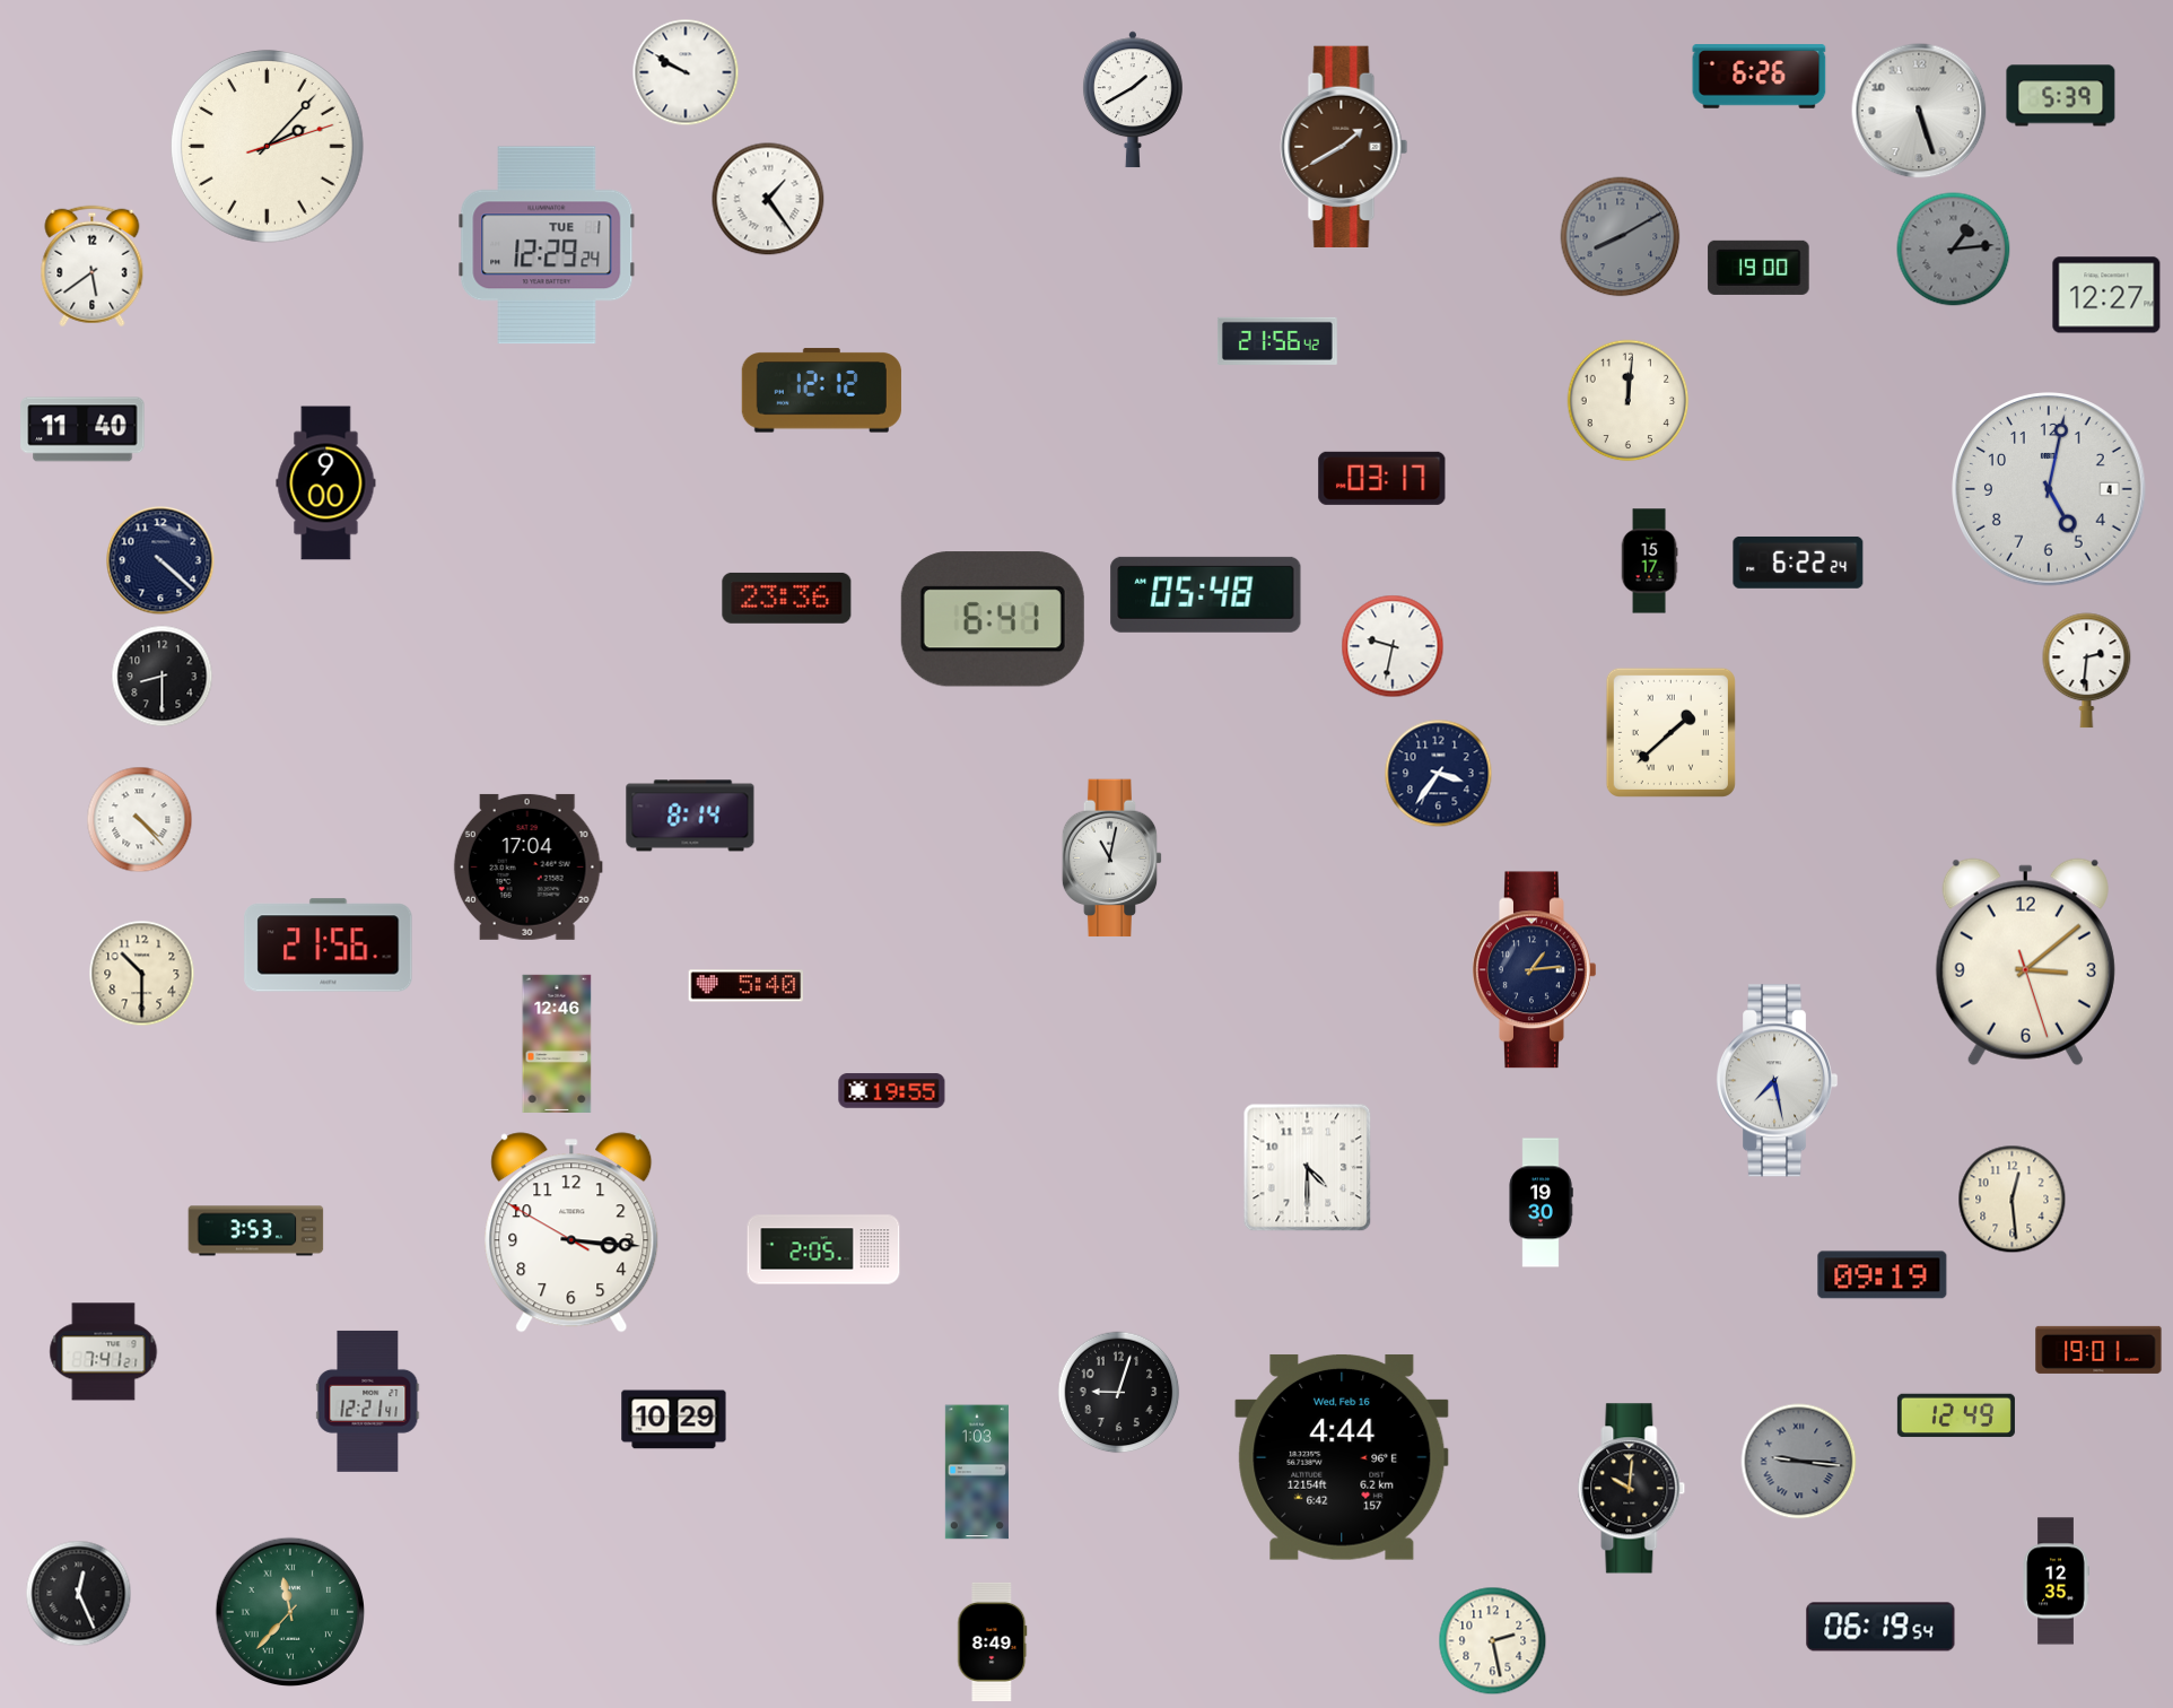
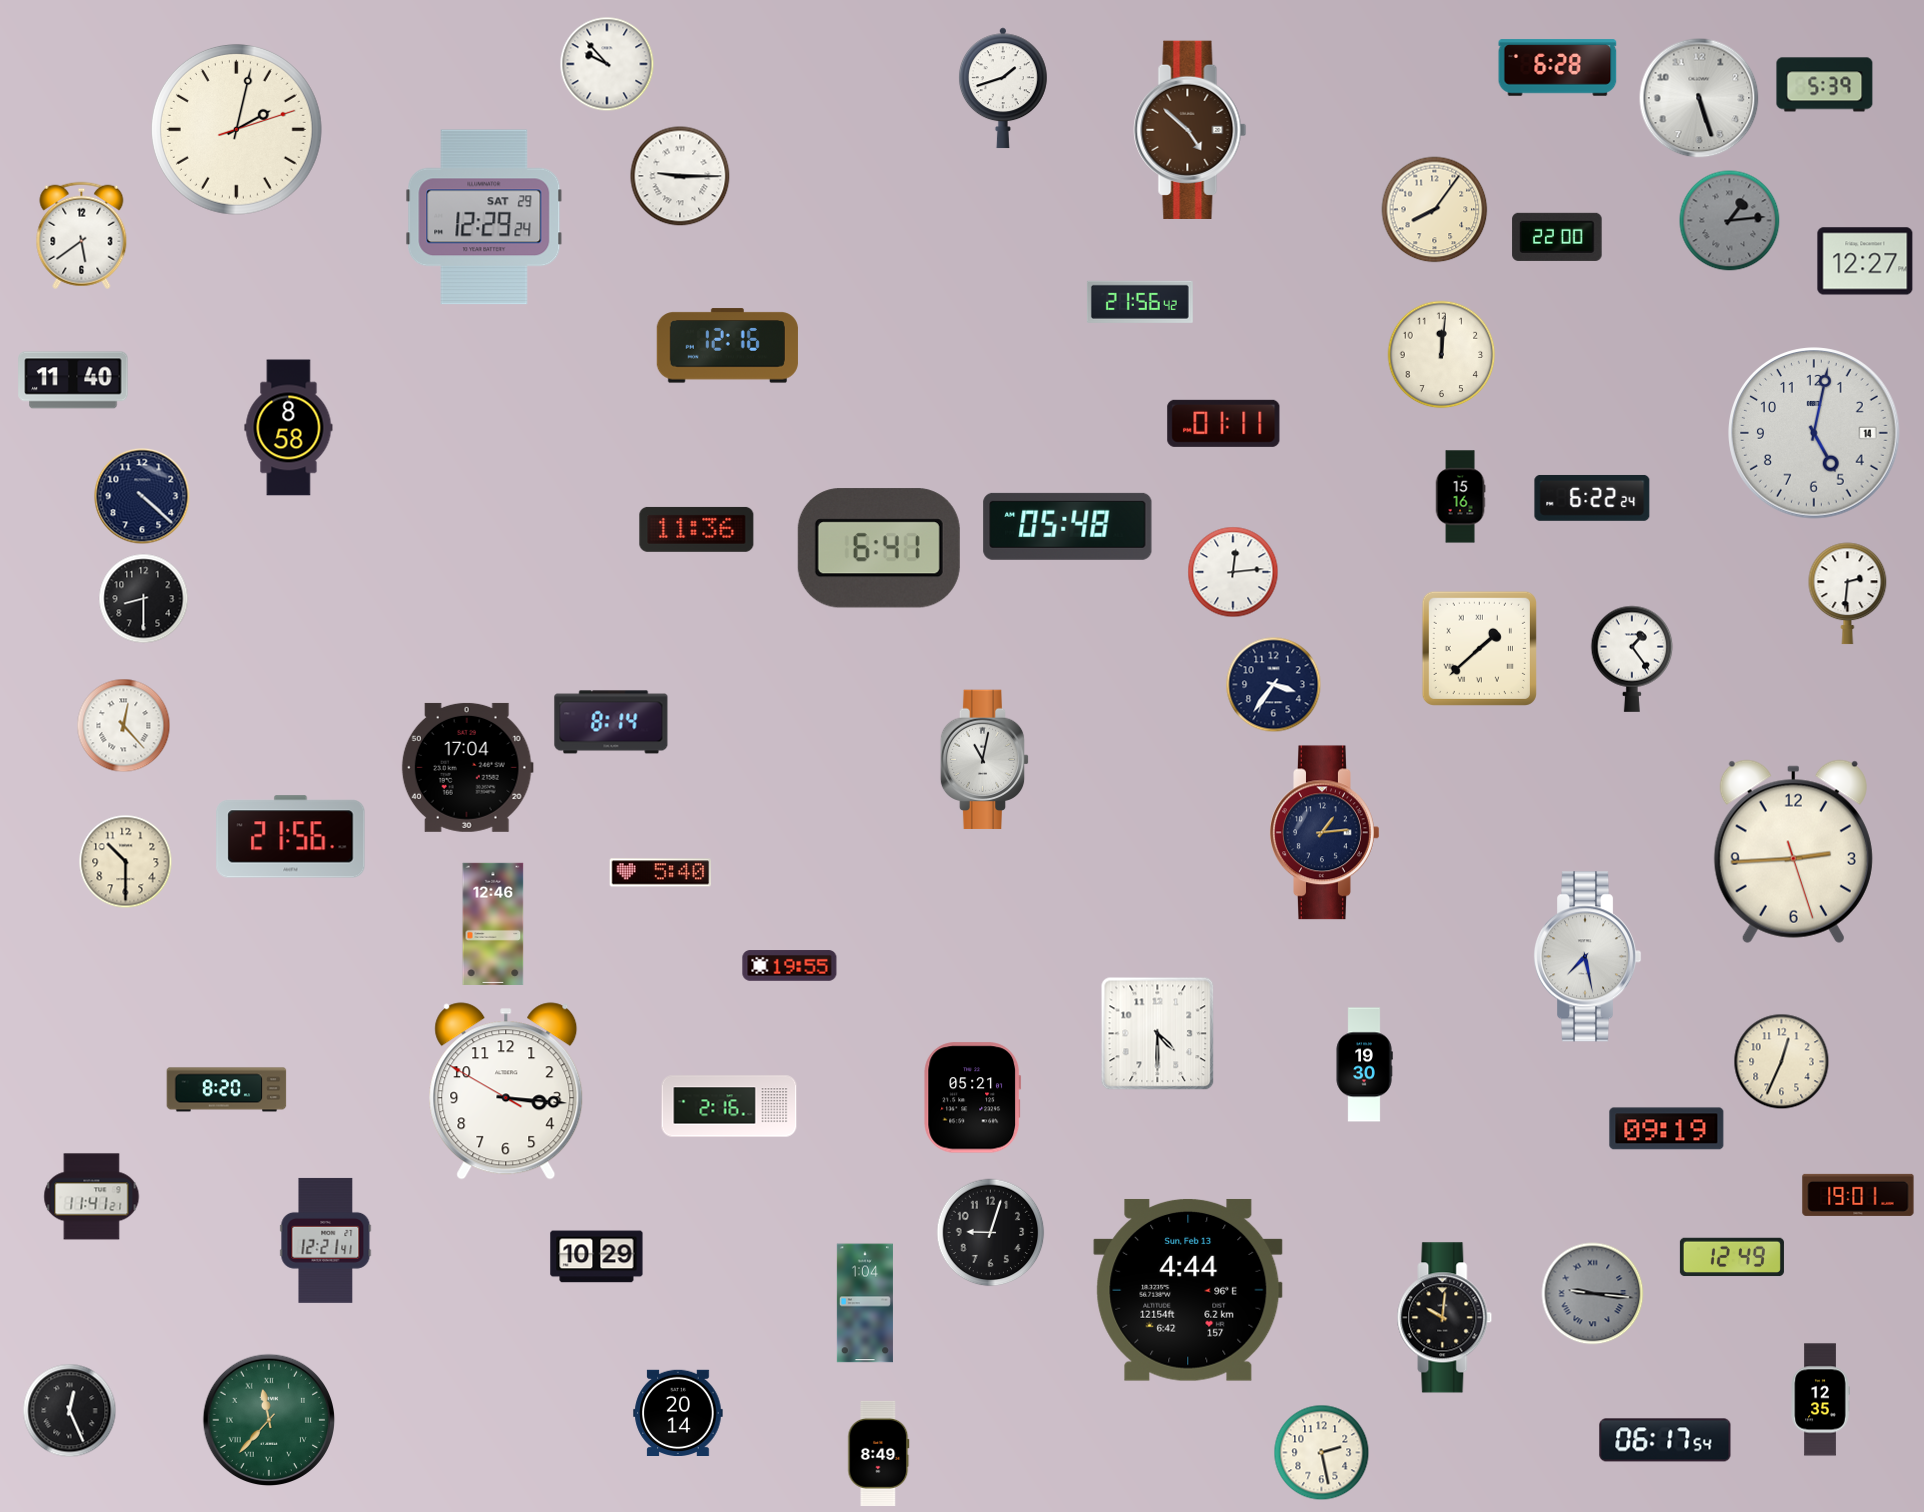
clock at (686, 72): 9:50 -> 9:53
clock at (1760, 77): 6:26 -> 6:28
clock at (1133, 99): 1:40 -> 1:42
clock at (267, 146): 2:07 -> 2:02
clock at (1344, 147): 1:40 -> 4:52
clock at (768, 199): 1:24 -> 9:15
clock at (1621, 237): 8:10 -> 8:06
clock at (1621, 237) dial: grey -> cream
clock at (547, 245) date: TUE 1 -> SAT 29
clock at (1759, 268): 19:00 -> 22:00
clock at (1277, 341) position: (1277, 341) -> (1140, 302)
clock at (821, 391): 12:12 -> 12:16
clock at (1382, 478): 03:17 -> 01:11
clock at (326, 483): 9:00 -> 8:58
clock at (2049, 489) date: 4 -> 14
clock at (1649, 561): 15:17 -> 15:16
clock at (787, 598): 23:36 -> 11:36
clock at (1393, 646): 9:32 -> 12:14
clock at (1632, 659): none -> 1:24
clock at (140, 820): 4:23 -> 12:23
clock at (2025, 961): 3:08 -> 2:44
clock at (1535, 970) position: (1535, 970) -> (1325, 833)
clock at (1777, 1081) position: (1777, 1081) -> (1587, 957)
clock at (2013, 1200): 12:29 -> 12:34
clock at (256, 1231): 3:53 -> 8:20
clock at (973, 1098): none -> 05:21
clock at (823, 1249): 2:05 -> 2:16
clock at (104, 1352): 7:41 -> 11:41
clock at (1956, 1415) position: (1956, 1415) -> (1732, 1257)
clock at (1342, 1457) date: Wed, Feb 16 -> Sun, Feb 13
clock at (977, 1472): 1:03 -> 1:04
clock at (678, 1412): none -> 20:14
clock at (290, 1612) position: (290, 1612) -> (269, 1420)
clock at (1880, 1627): 06:19 -> 06:17
